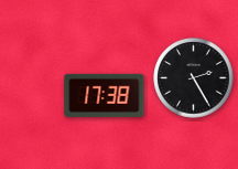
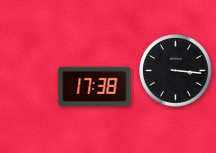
clock at (194, 78): 2:25 -> 3:16
